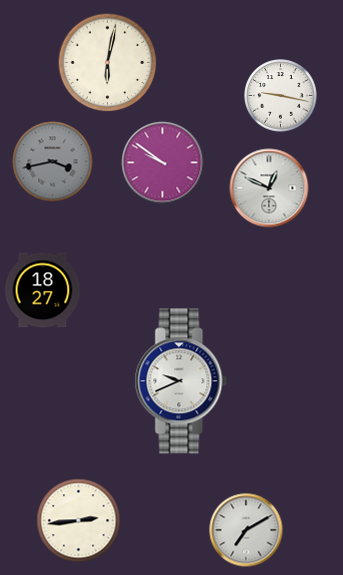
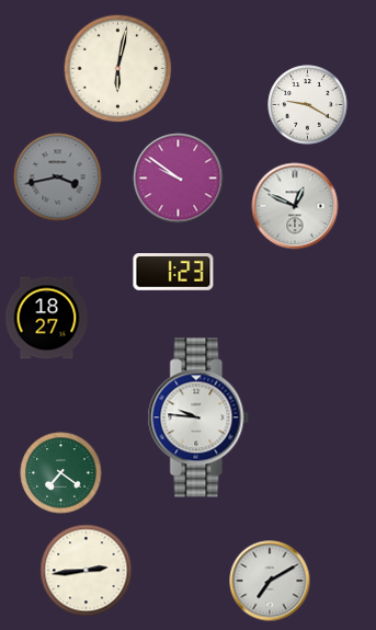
clock at (281, 96): 9:17 -> 9:20
clock at (173, 273): none -> 1:23
clock at (181, 381): 9:41 -> 9:46
clock at (61, 473): none -> 7:21
